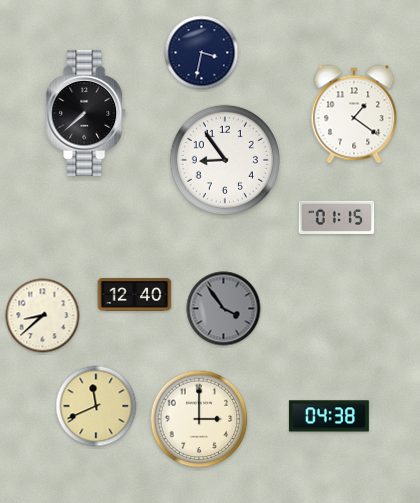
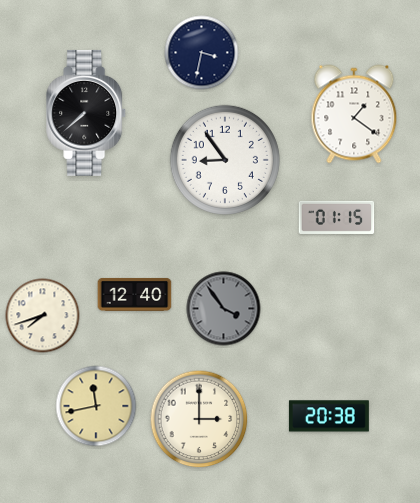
clock at (43, 316): 8:38 -> 7:42
clock at (96, 406): 11:41 -> 11:43
clock at (329, 416): 04:38 -> 20:38
